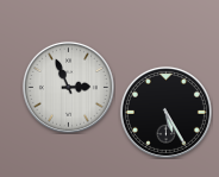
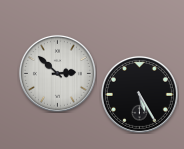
clock at (68, 87): 2:56 -> 2:52
